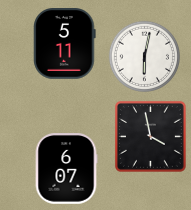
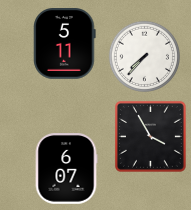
clock at (144, 56): 6:02 -> 7:37
clock at (150, 136): 3:58 -> 3:55
